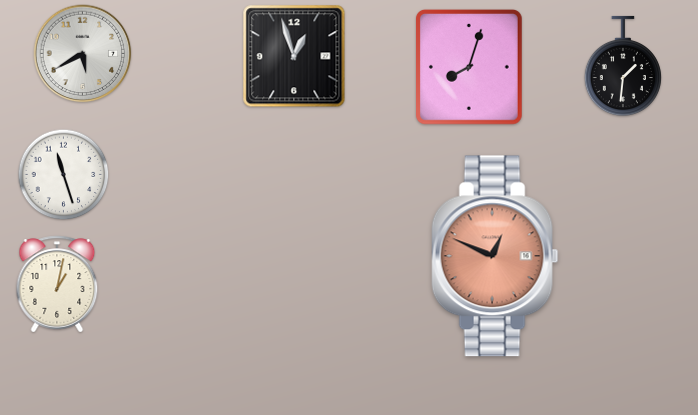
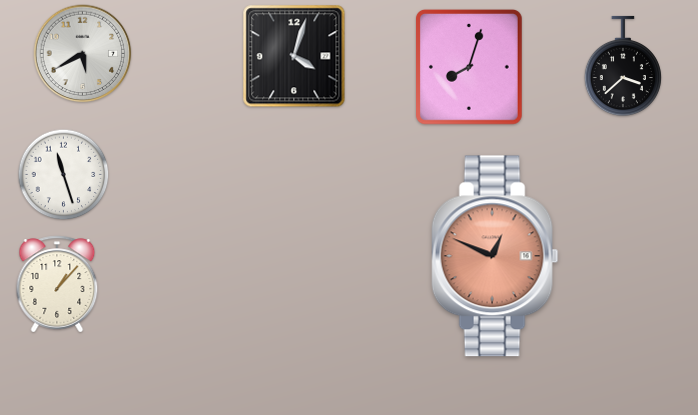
clock at (294, 56): 12:57 -> 4:03
clock at (623, 66): 1:31 -> 3:38
clock at (57, 284): 1:02 -> 1:07
